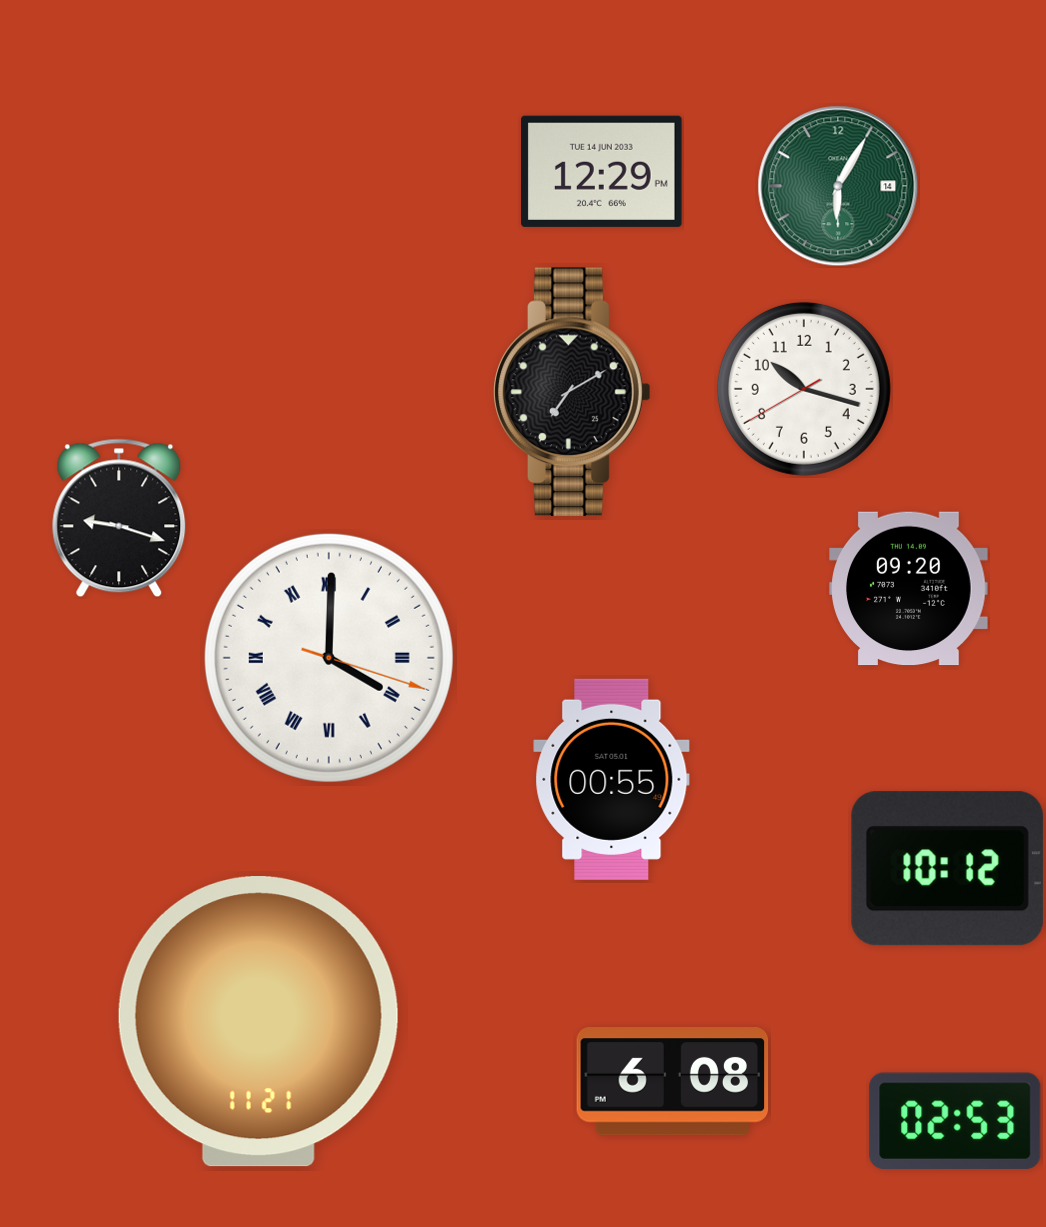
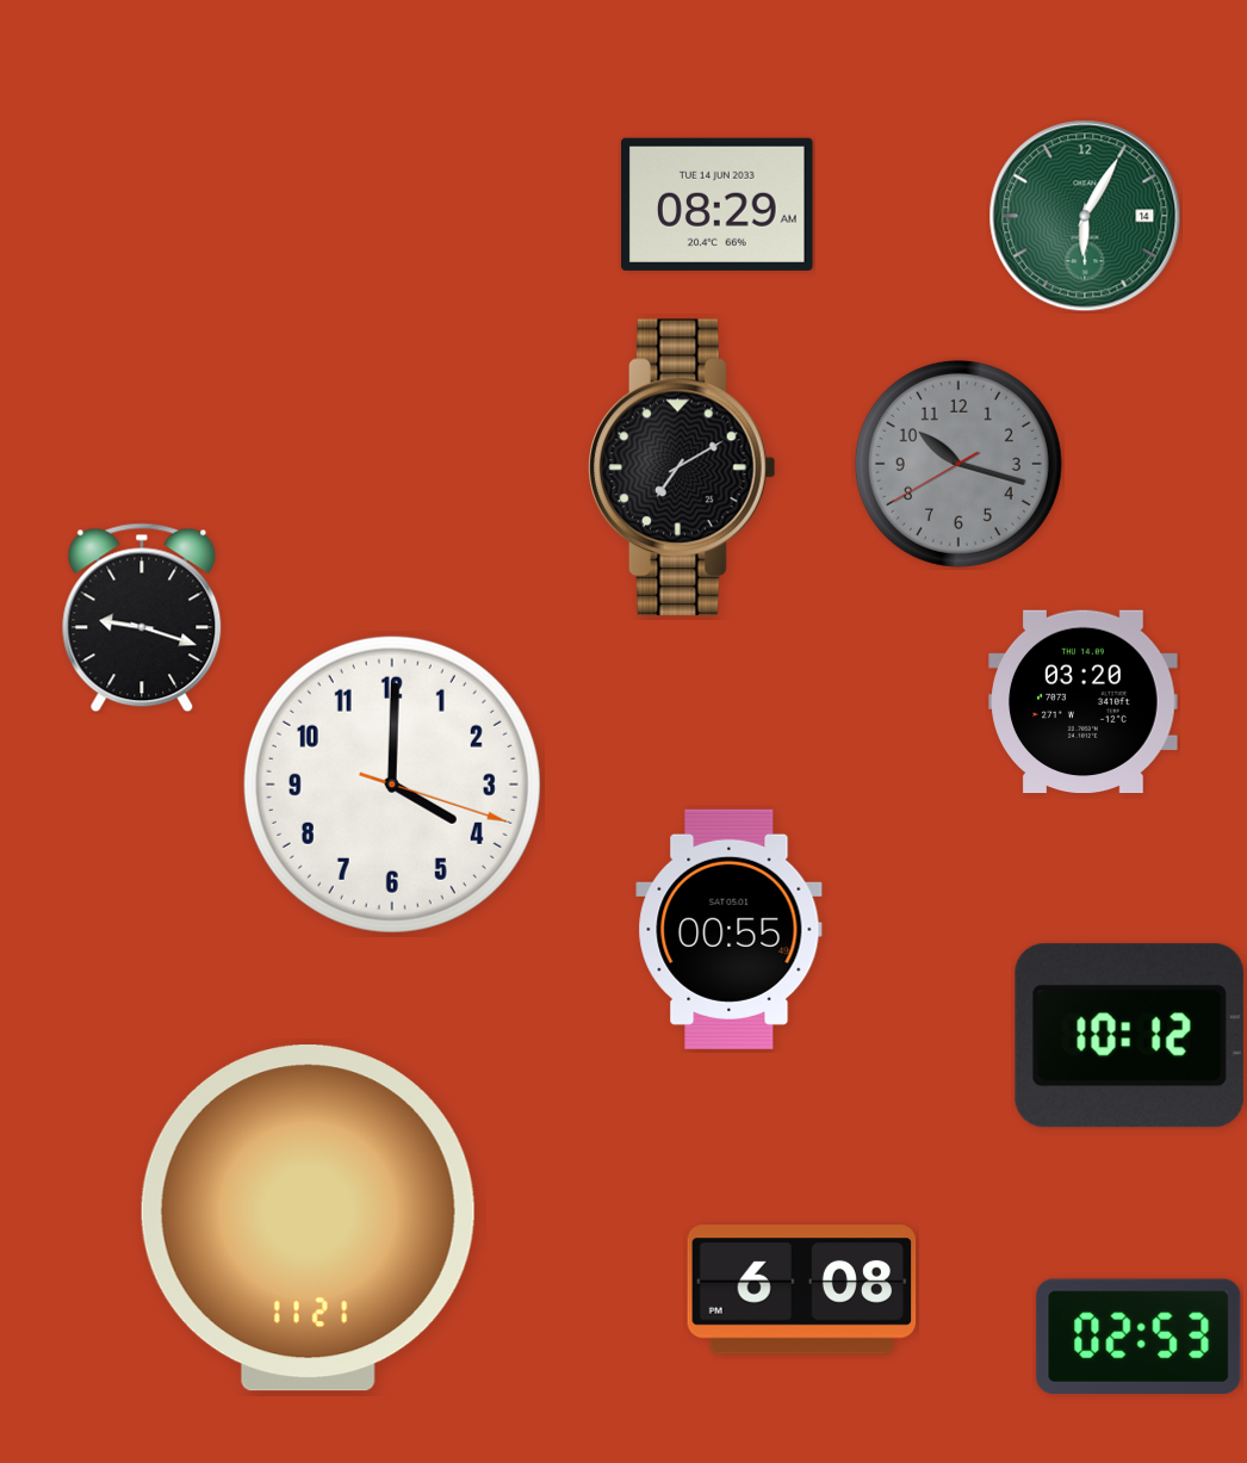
clock at (602, 171): 12:29 -> 08:29
clock at (838, 186) position: (838, 186) -> (1085, 216)
clock at (804, 389) dial: white -> grey
clock at (909, 589): 09:20 -> 03:20
clock at (329, 658) numerals: Roman -> Arabic
